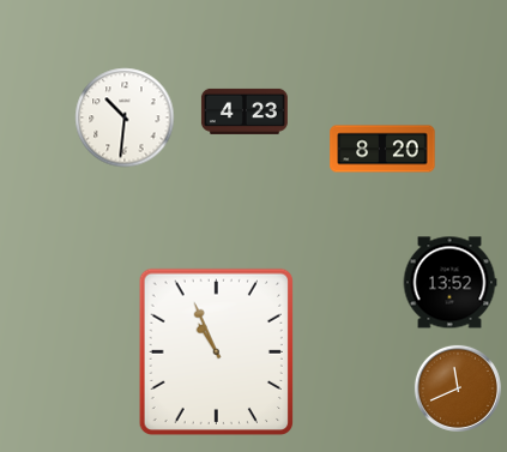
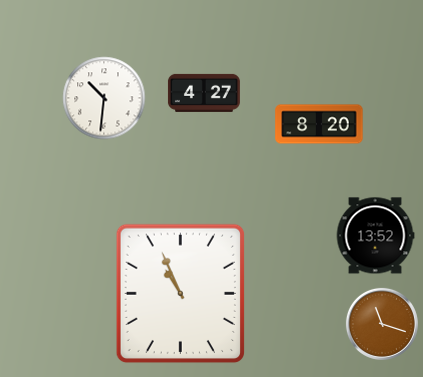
clock at (245, 112): 4:23 -> 4:27
clock at (458, 388): 11:41 -> 11:18
